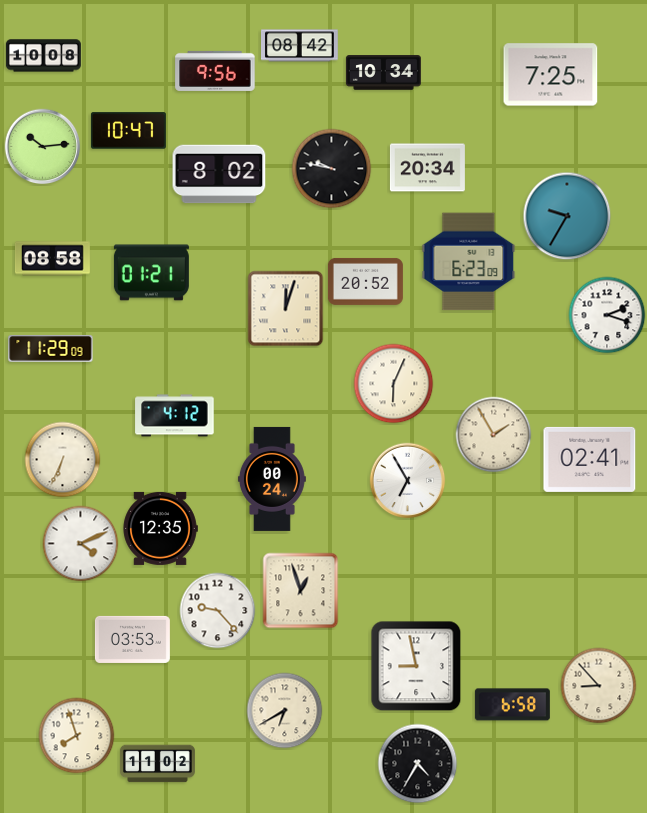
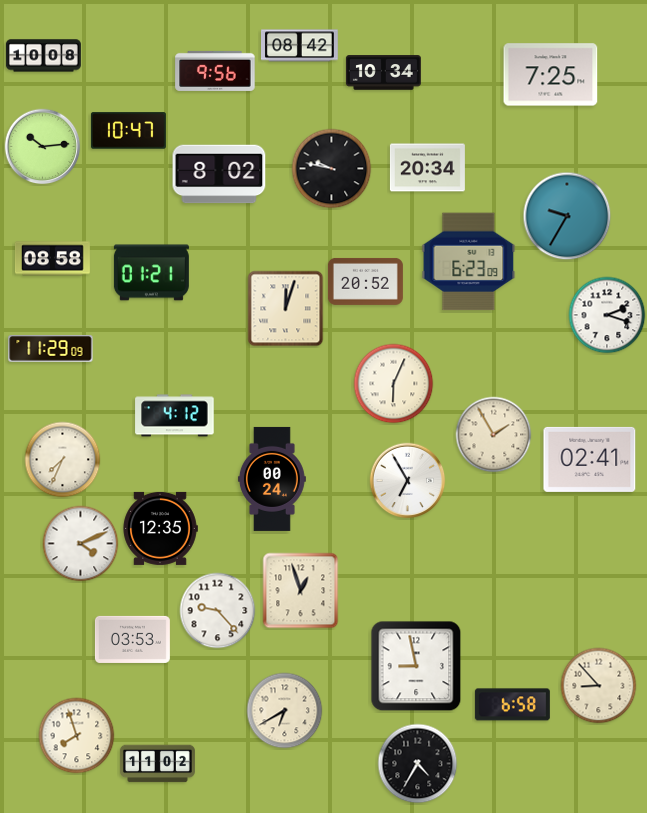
clock at (63, 460): 6:34 -> 7:34
